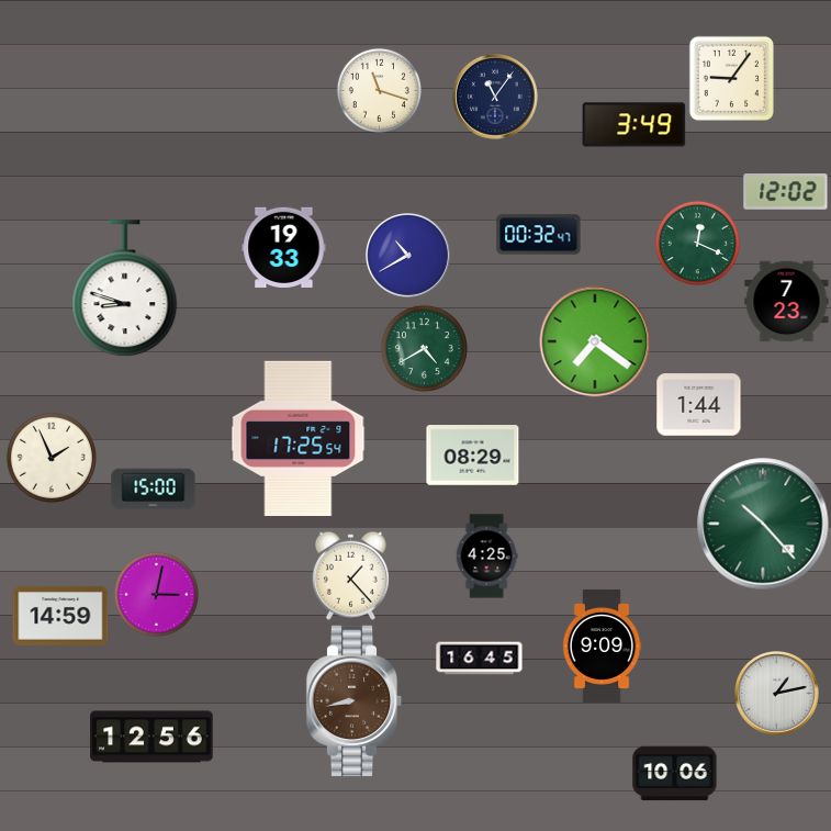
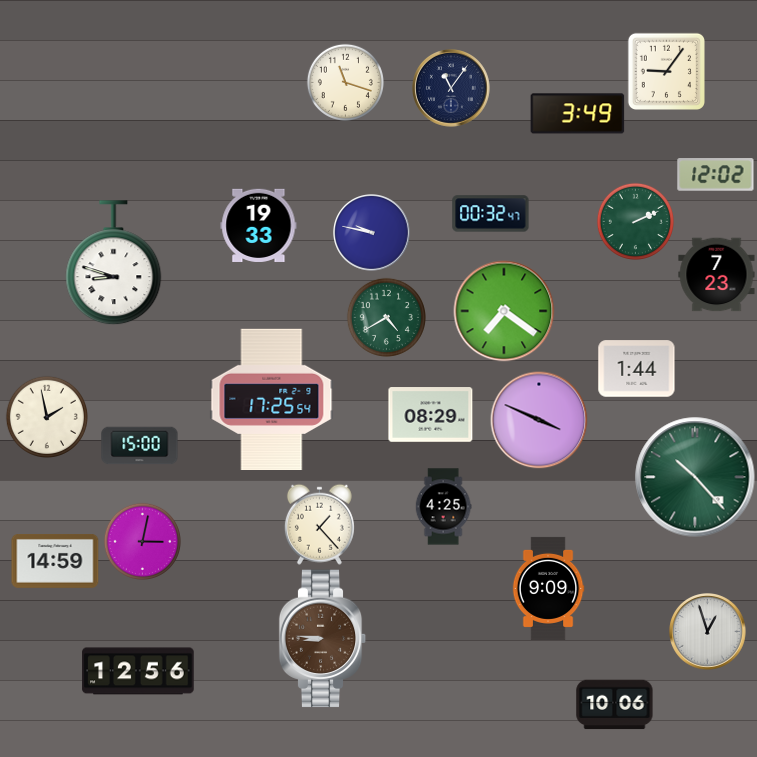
clock at (697, 243): 12:19 -> 2:11
clock at (408, 256): 10:40 -> 9:47
clock at (595, 341) position: (595, 341) -> (504, 311)
clock at (50, 457): 1:56 -> 1:58
clock at (539, 420): none -> 3:49
clock at (480, 659): 16:45 -> none
clock at (777, 694): 1:13 -> 12:57
clock at (355, 701): 8:43 -> 8:46
